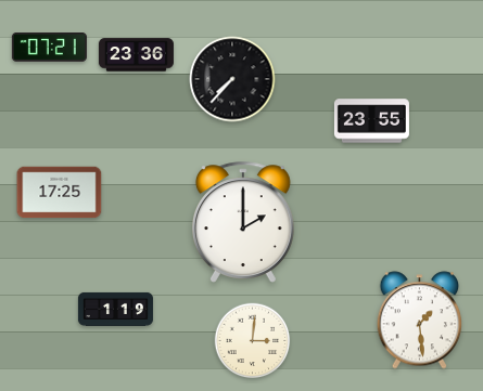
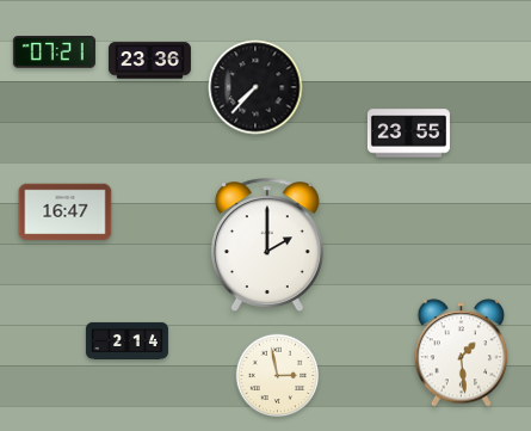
clock at (60, 193): 17:25 -> 16:47
clock at (115, 309): 1:19 -> 2:14
clock at (253, 341): 3:01 -> 2:58
